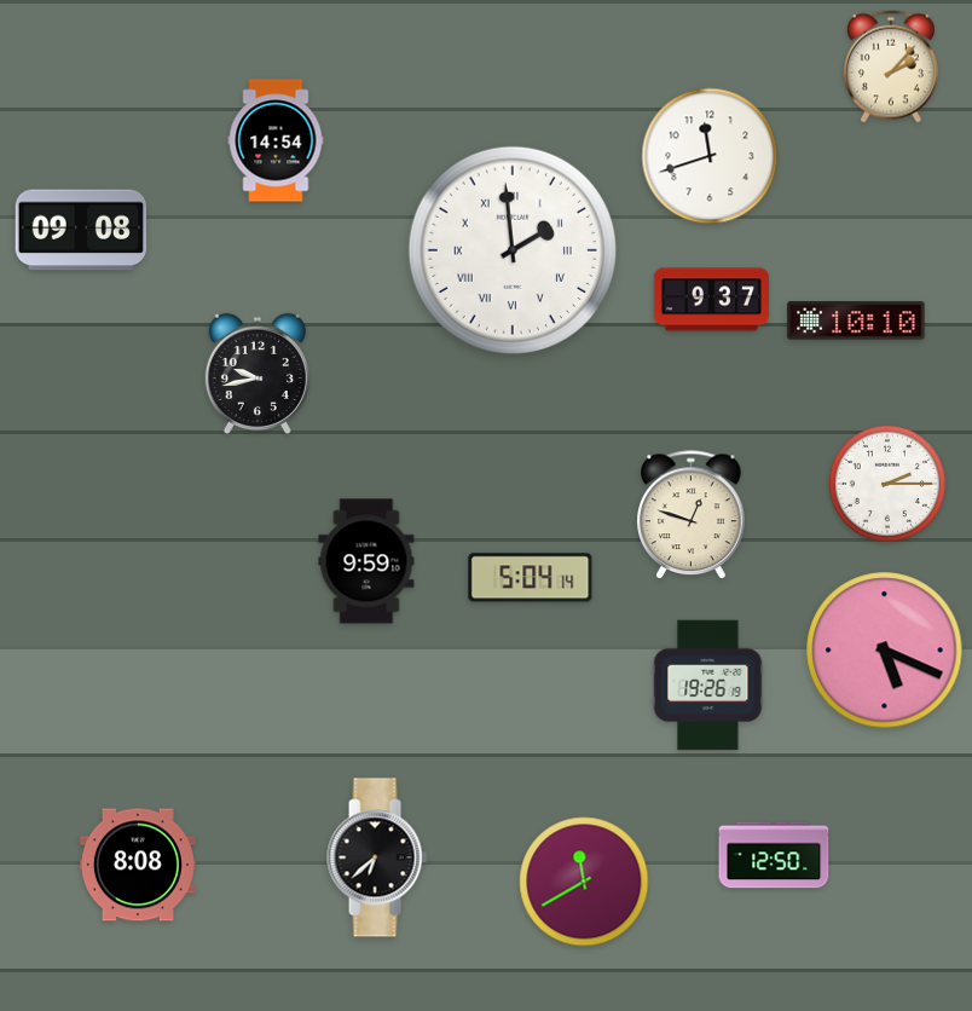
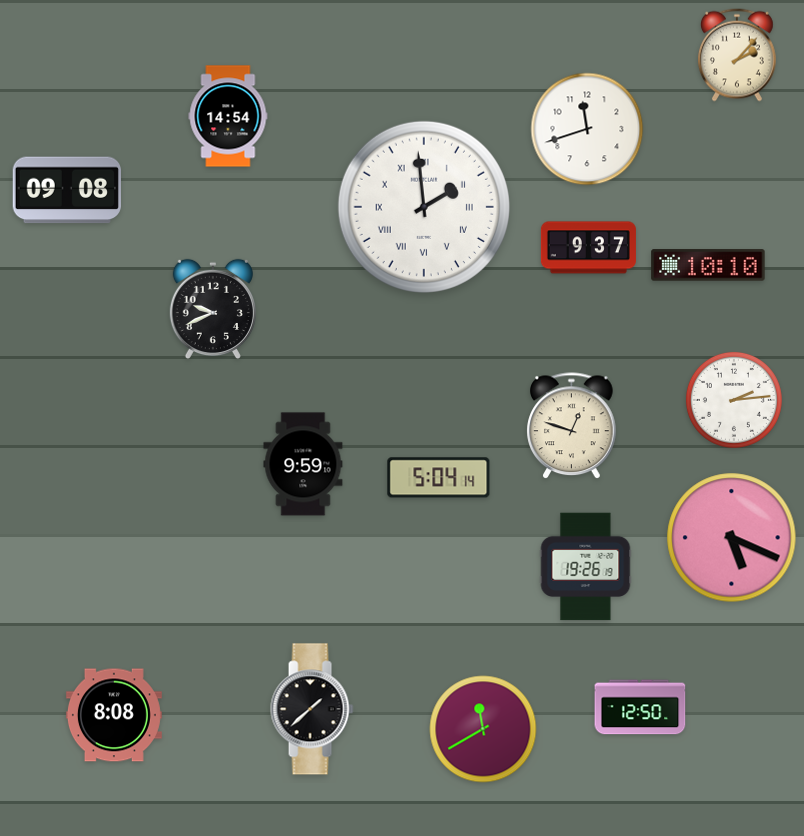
clock at (258, 374): 9:43 -> 9:41
clock at (887, 484): 2:15 -> 2:14
clock at (377, 857): 6:38 -> 1:38
